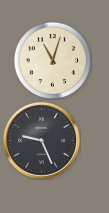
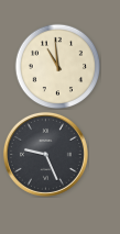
clock at (52, 60): 11:03 -> 10:59
